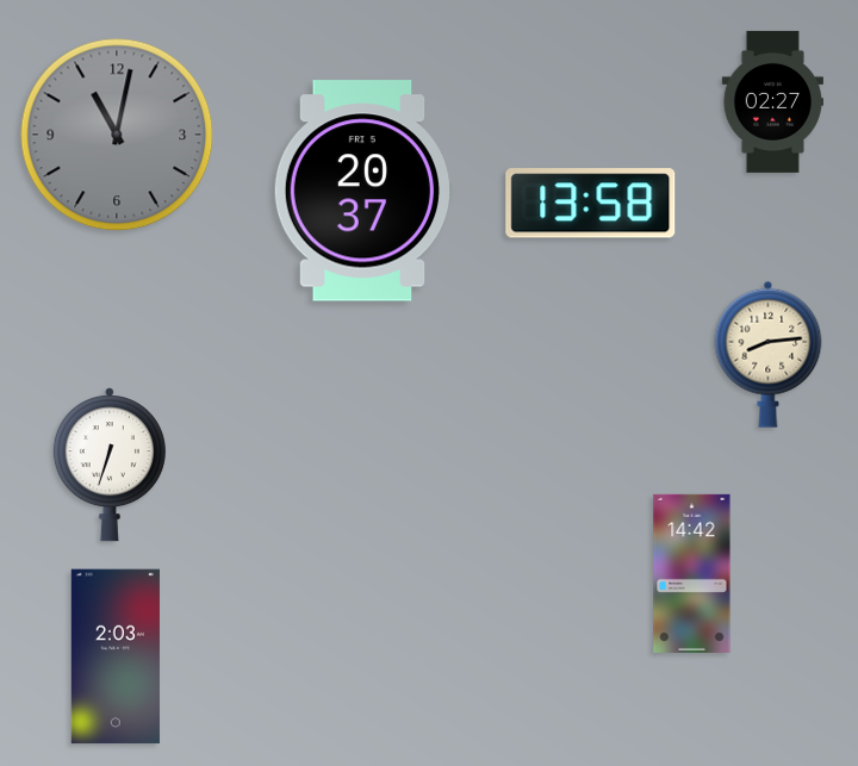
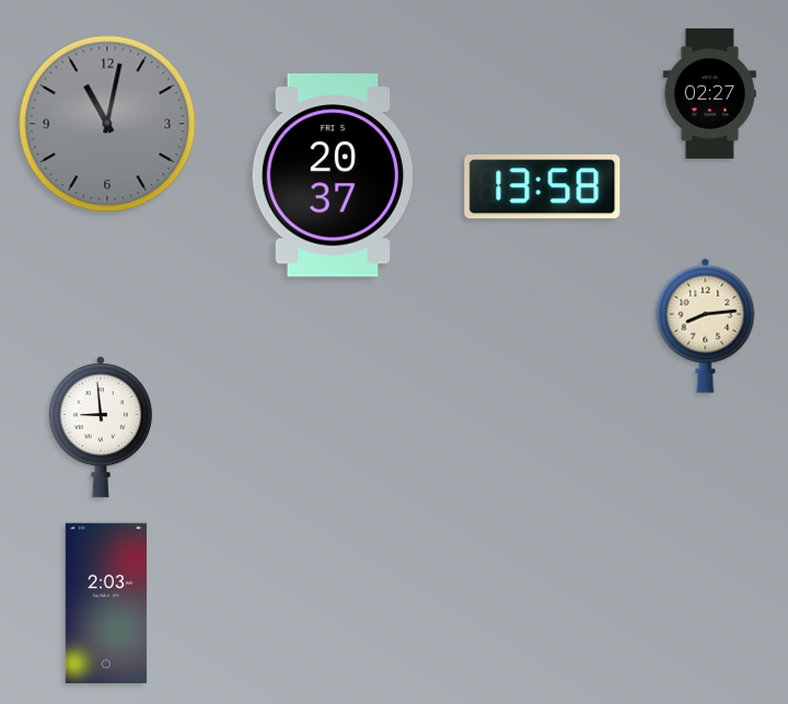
clock at (110, 465): 6:33 -> 8:59
clock at (692, 573): 14:42 -> none
